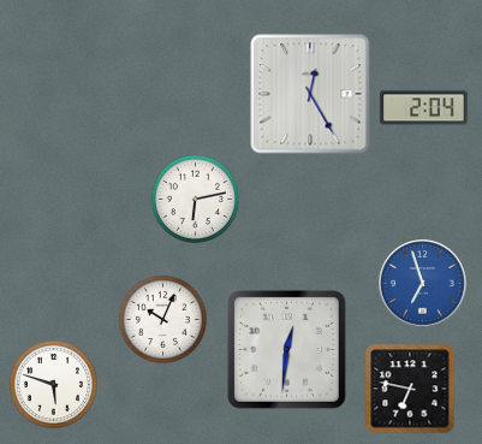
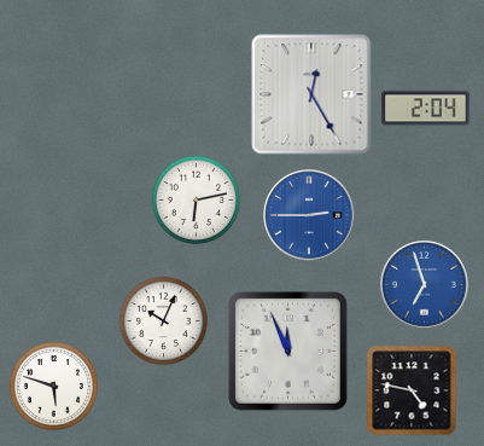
clock at (309, 215): none -> 2:45
clock at (286, 349): 12:31 -> 11:56
clock at (410, 389): 6:47 -> 4:47
